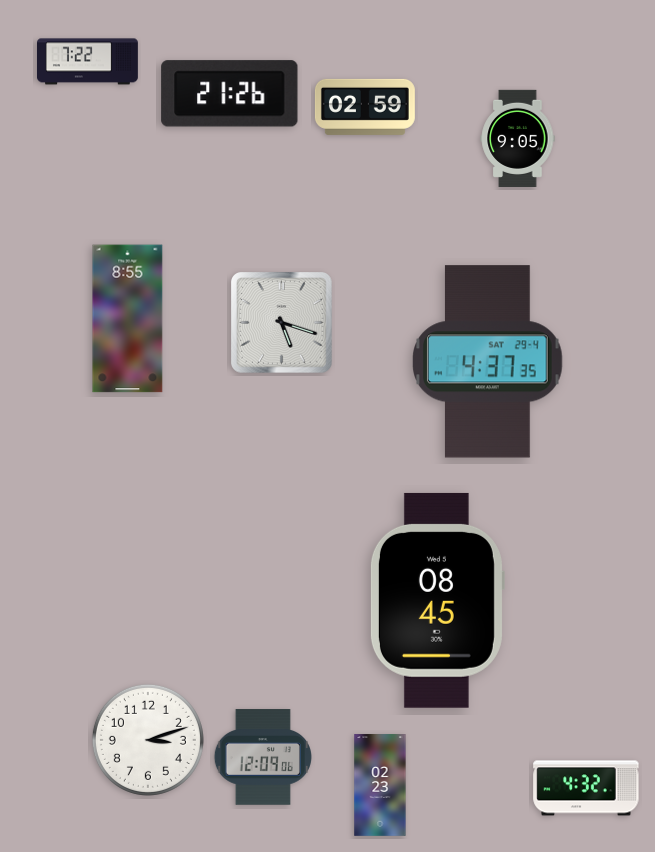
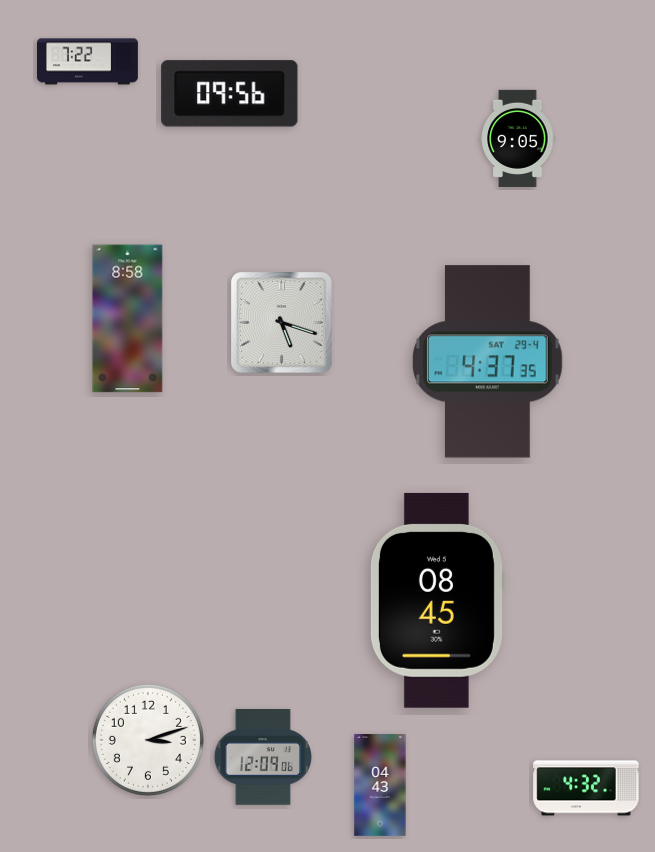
clock at (230, 94): 21:26 -> 09:56
clock at (365, 107): 02:59 -> none
clock at (128, 319): 8:55 -> 8:58
clock at (380, 785): 02:23 -> 04:43
